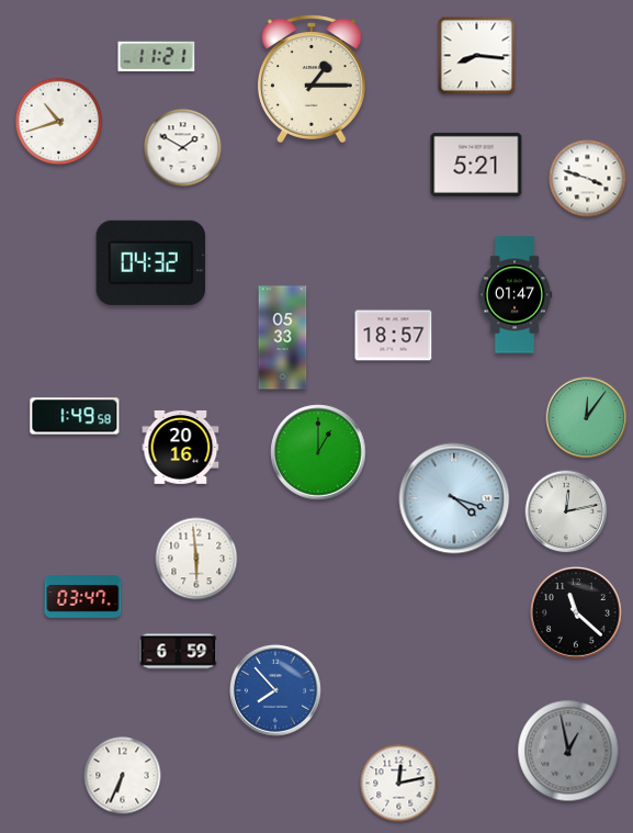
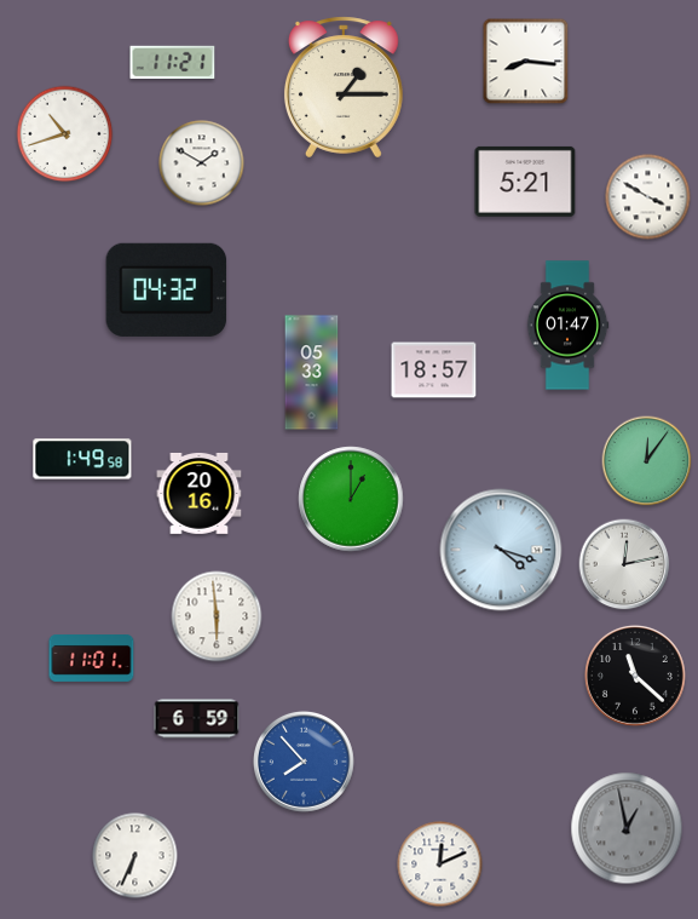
clock at (588, 179): 3:48 -> 3:50
clock at (83, 597): 03:47 -> 11:01
clock at (399, 784): 12:13 -> 12:11
